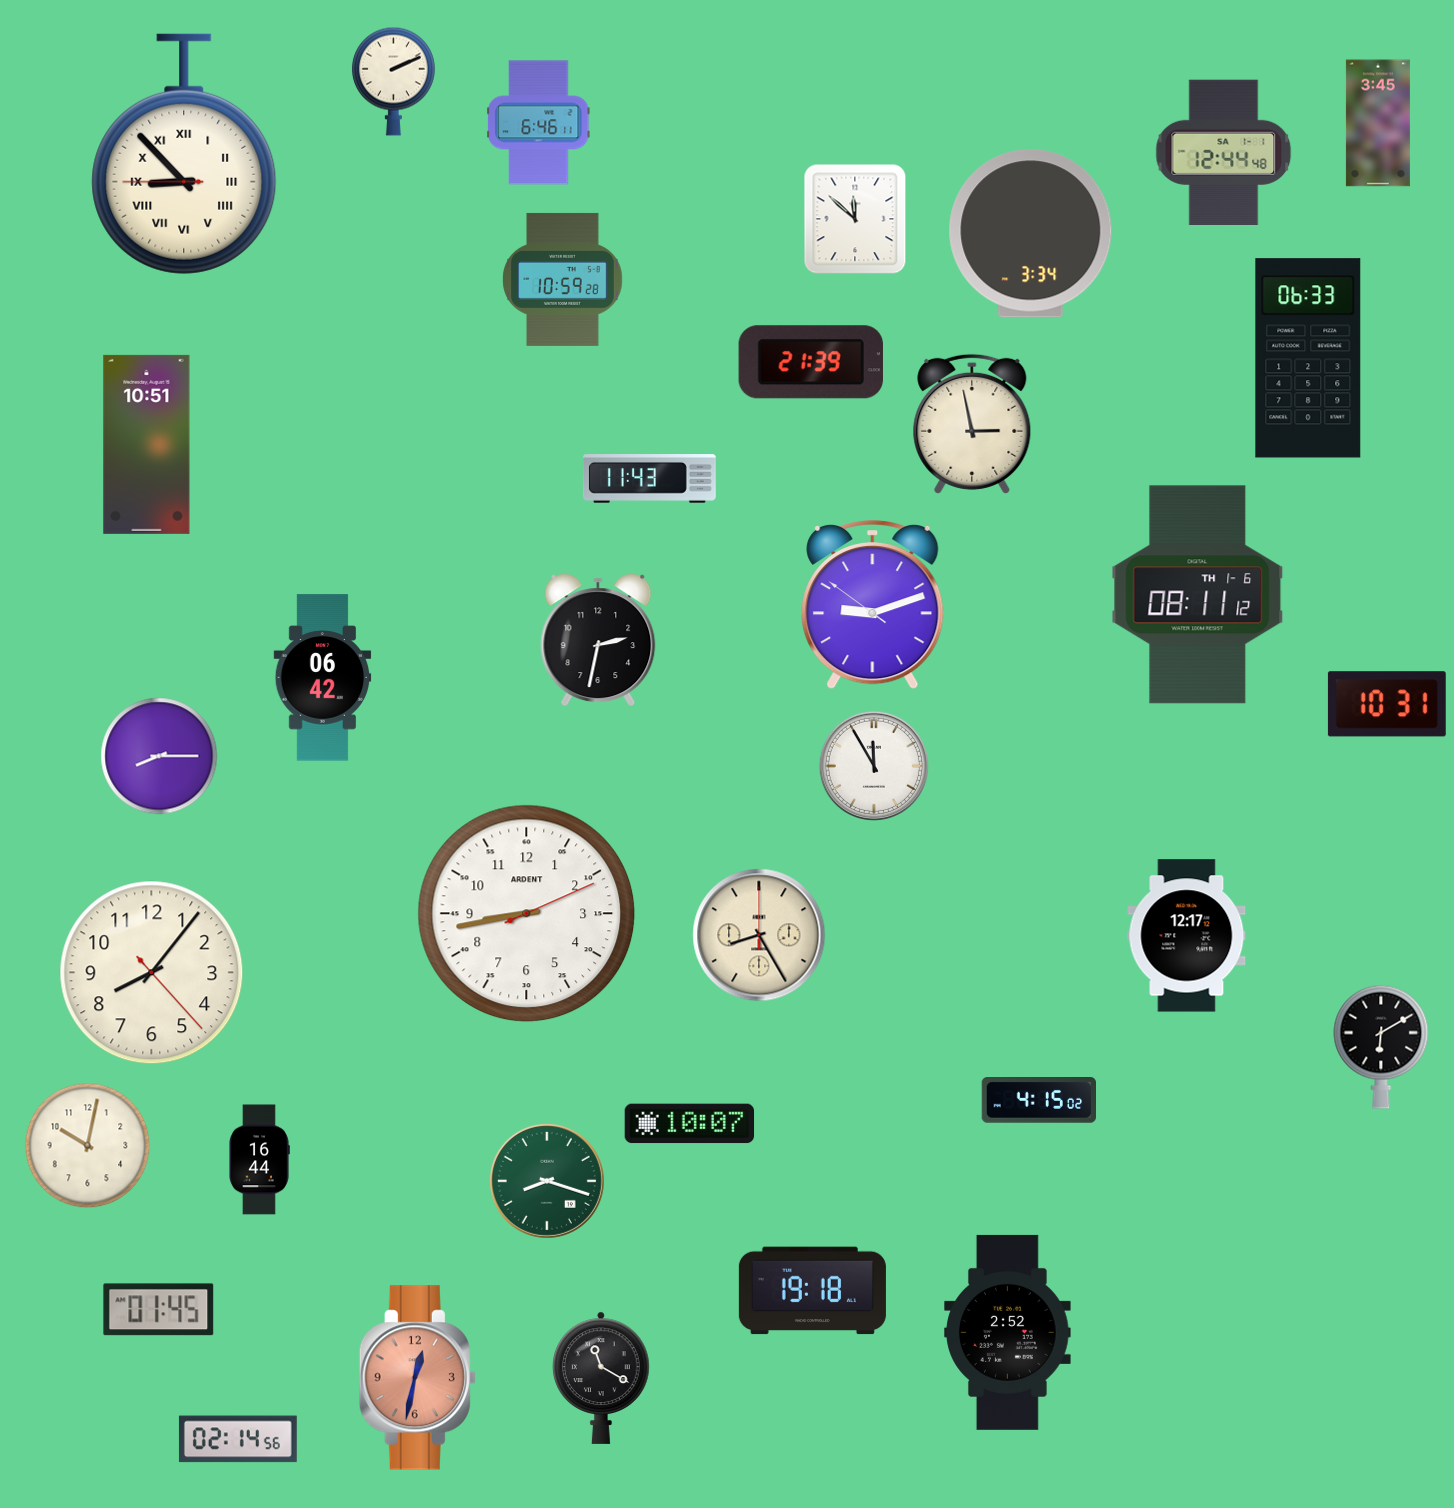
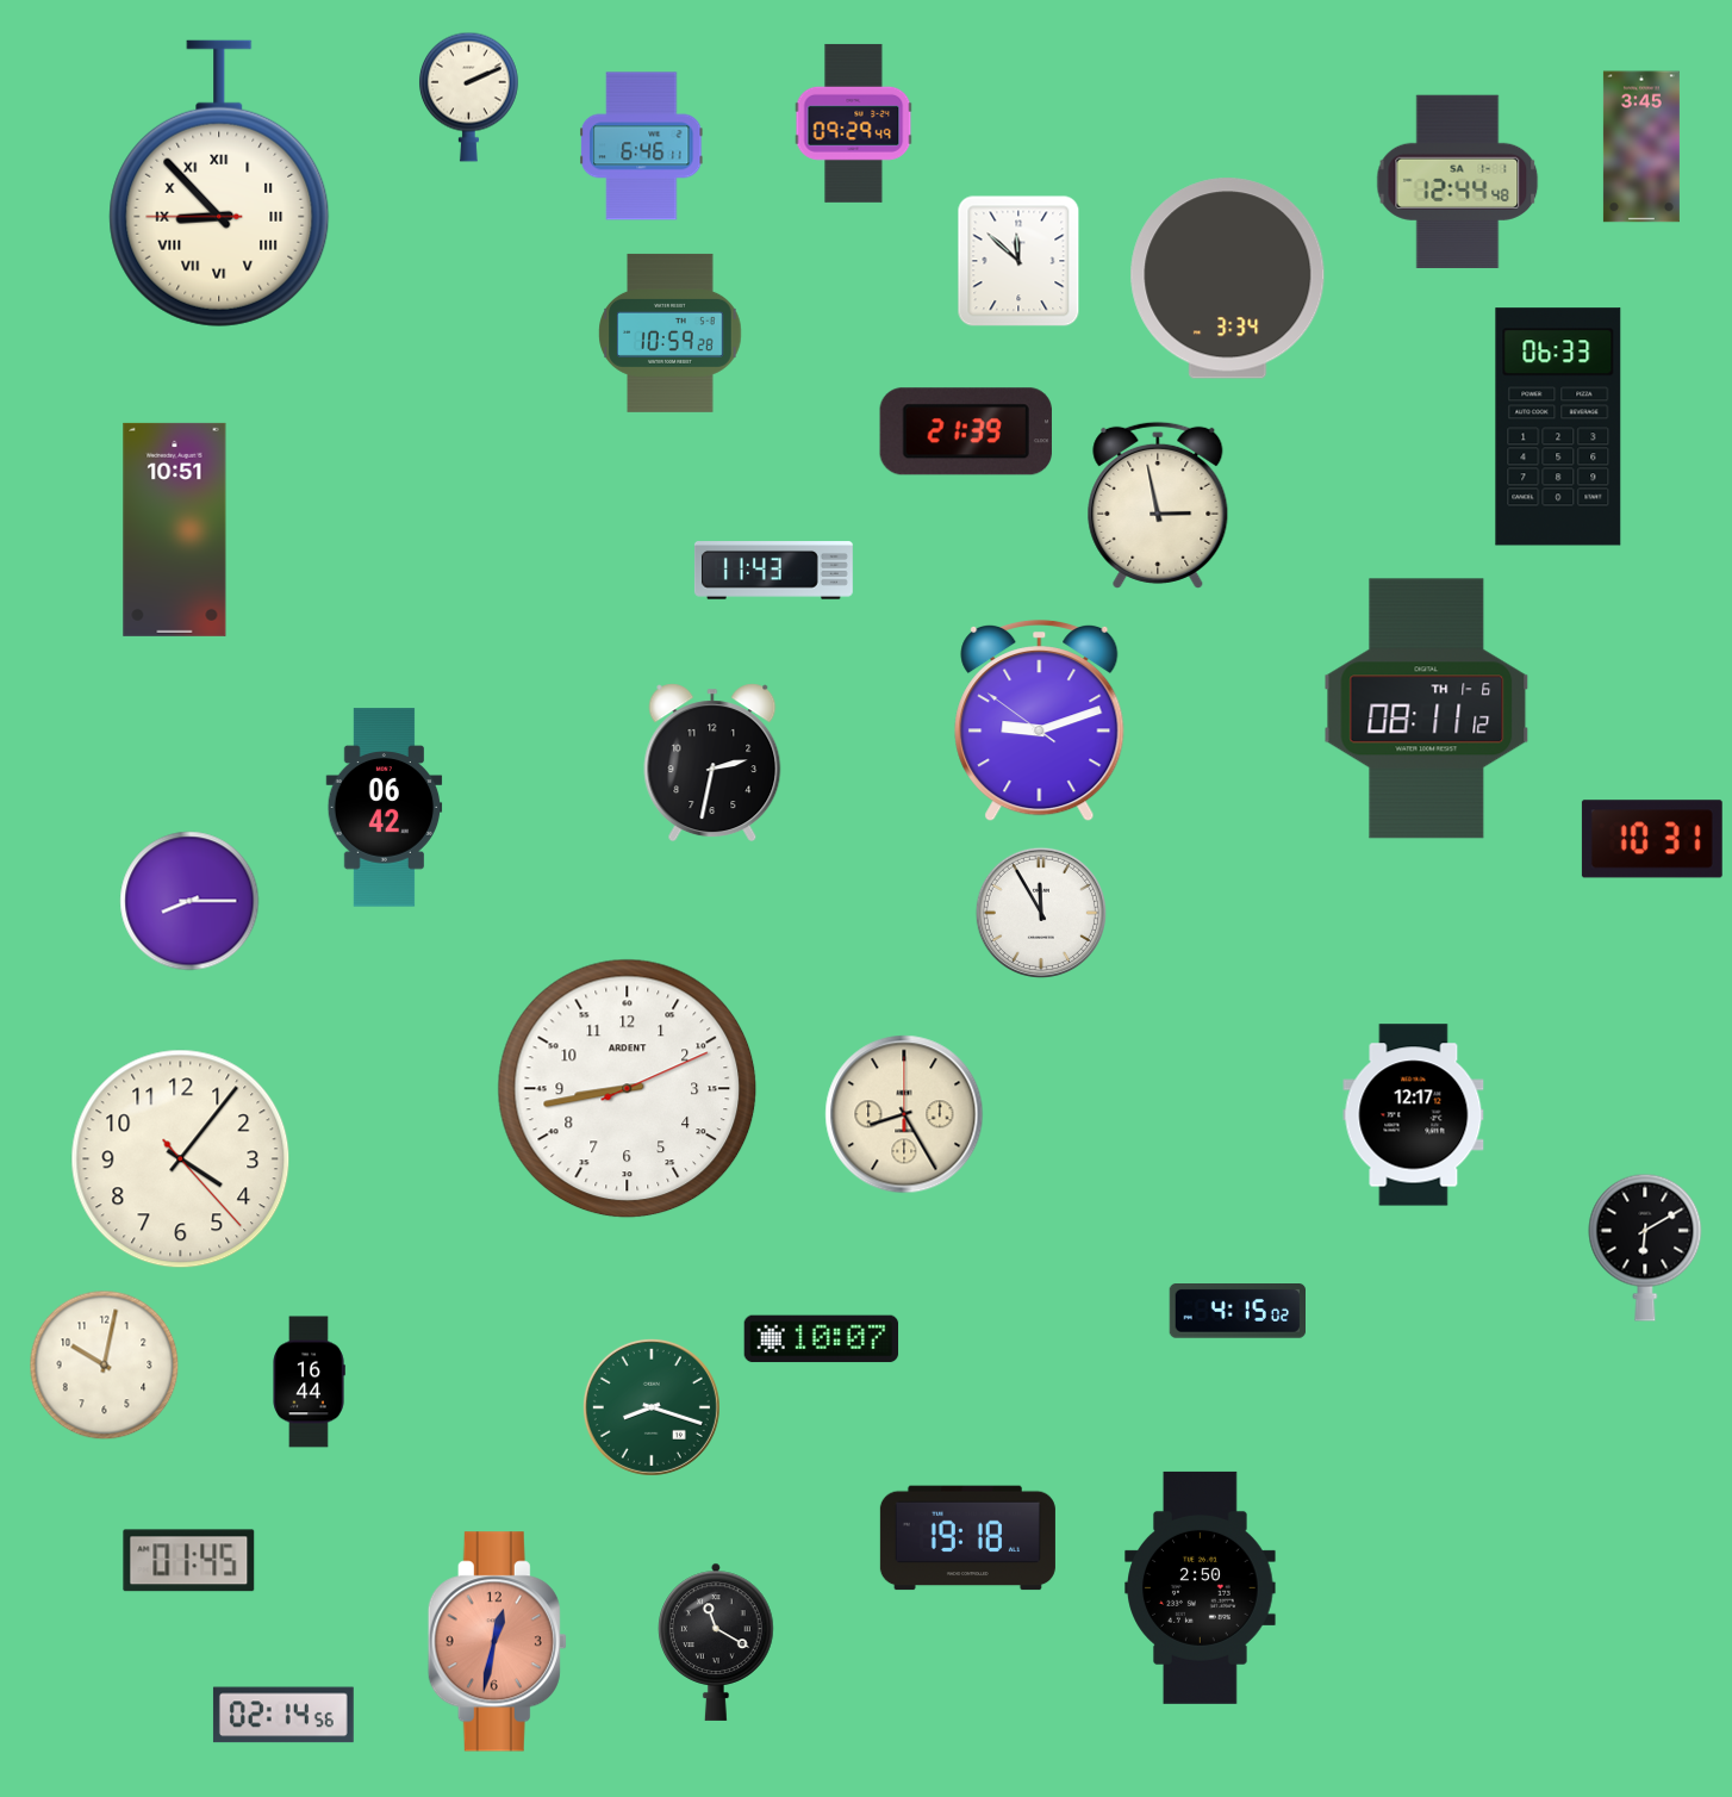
clock at (854, 123): none -> 09:29
clock at (152, 973): 8:06 -> 4:06
clock at (1008, 1332): 2:52 -> 2:50
